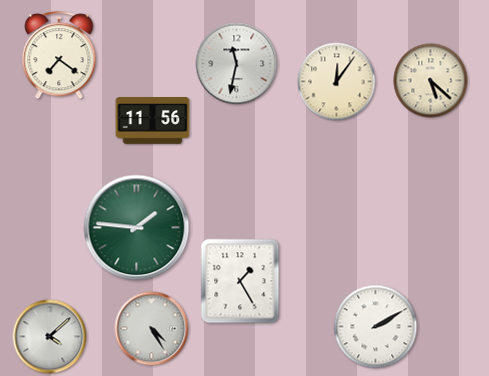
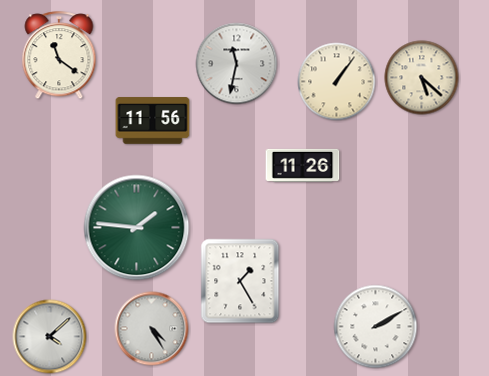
clock at (59, 56): 7:21 -> 11:21
clock at (431, 81) position: (431, 81) -> (422, 78)
clock at (337, 82): 12:06 -> 1:06
clock at (303, 165): none -> 11:26
